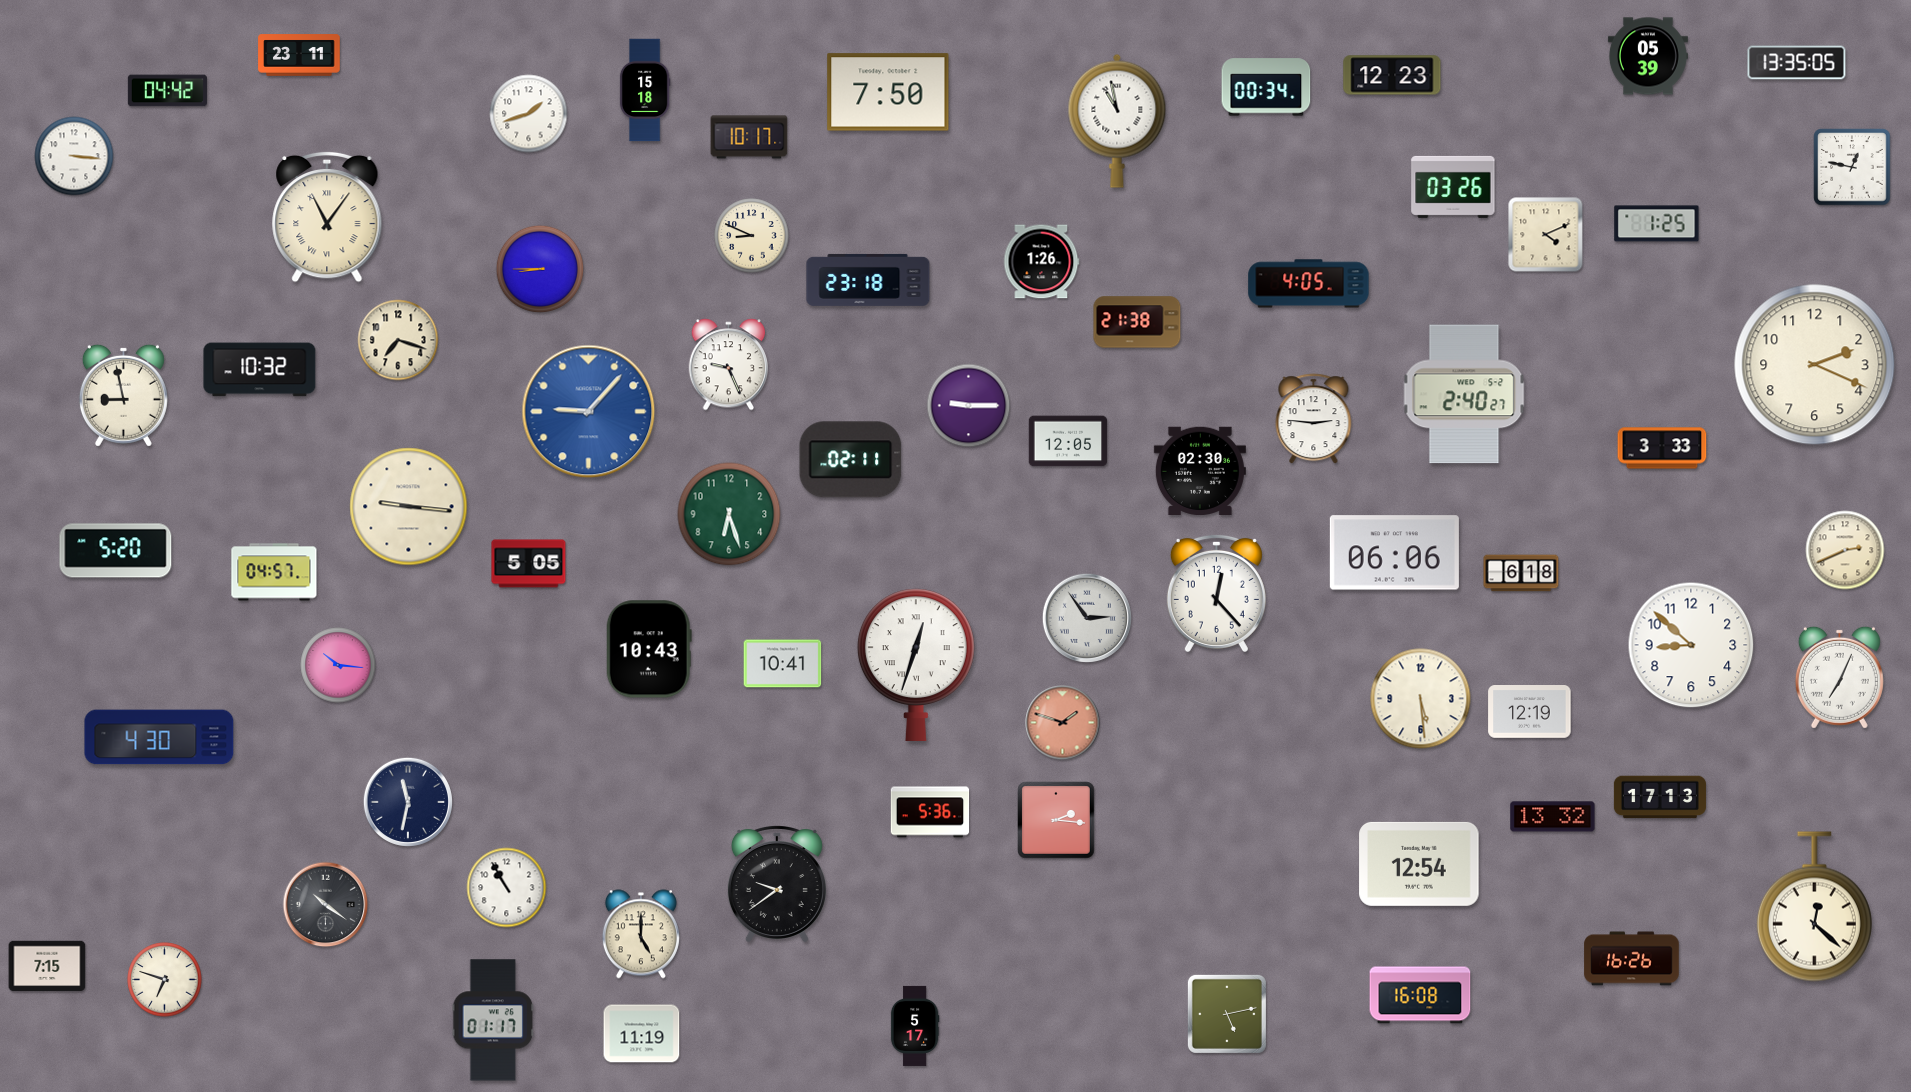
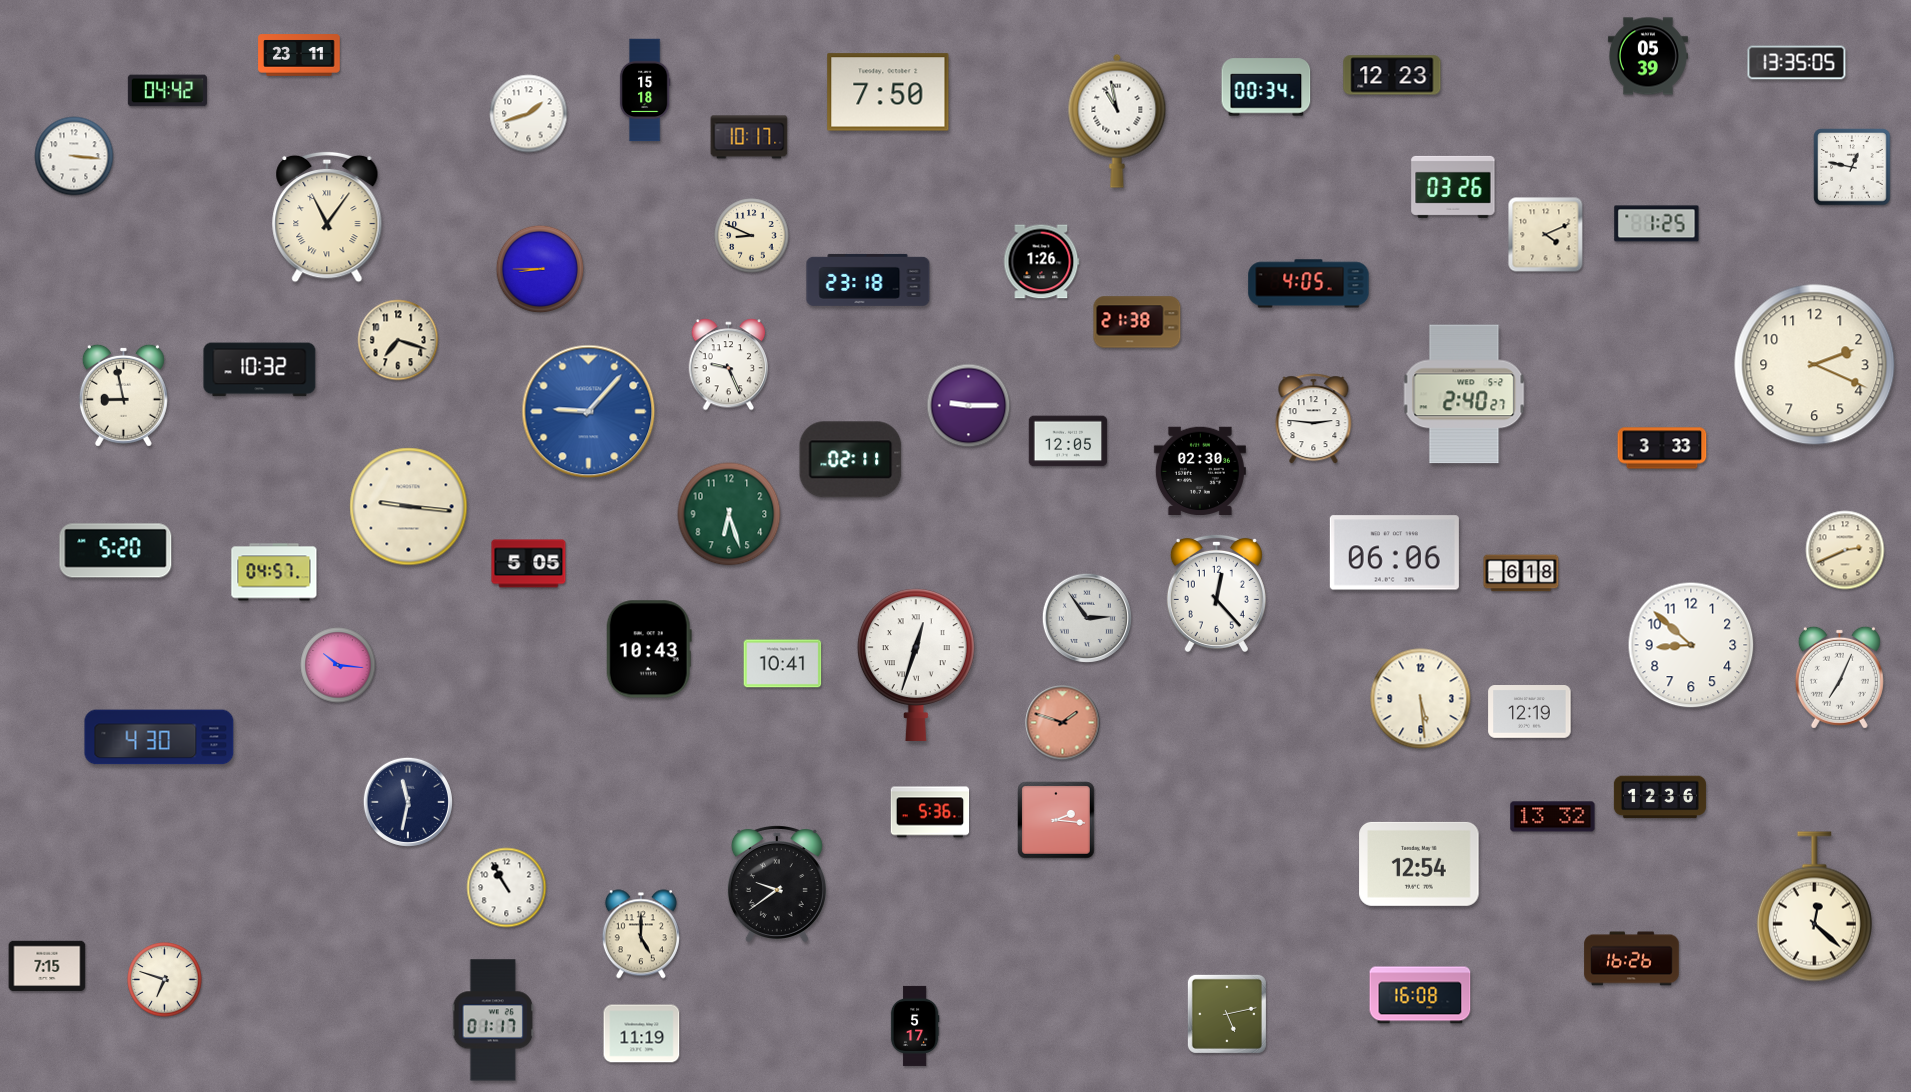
clock at (1660, 797): 17:13 -> 12:36
clock at (326, 905): 10:21 -> none
